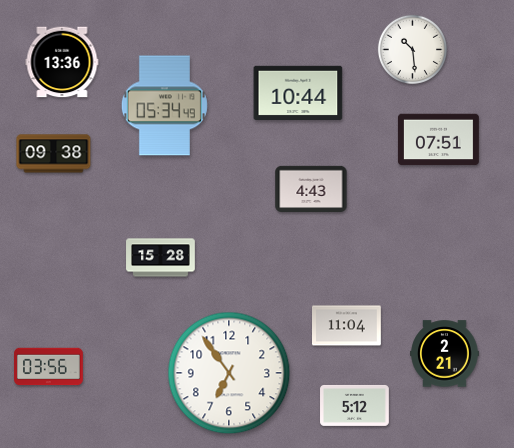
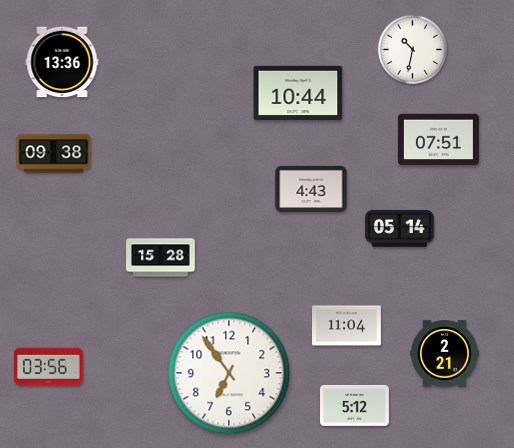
clock at (412, 49): 10:29 -> 10:32
clock at (164, 106): 05:34 -> none
clock at (400, 228): none -> 05:14
